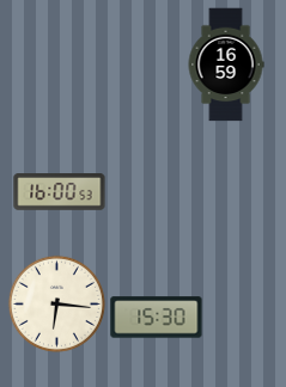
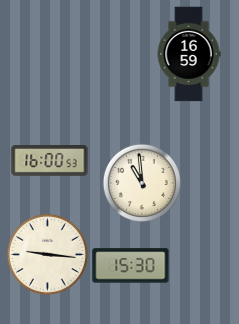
clock at (142, 183): none -> 10:59
clock at (56, 303): 6:16 -> 9:16
